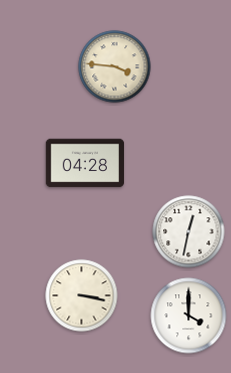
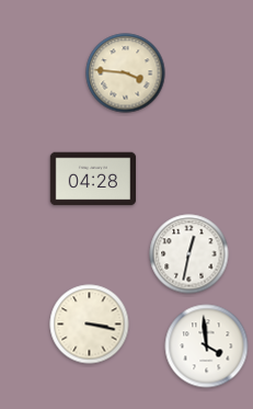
clock at (189, 232) position: (189, 232) -> (189, 254)
clock at (189, 316): 4:00 -> 3:59
